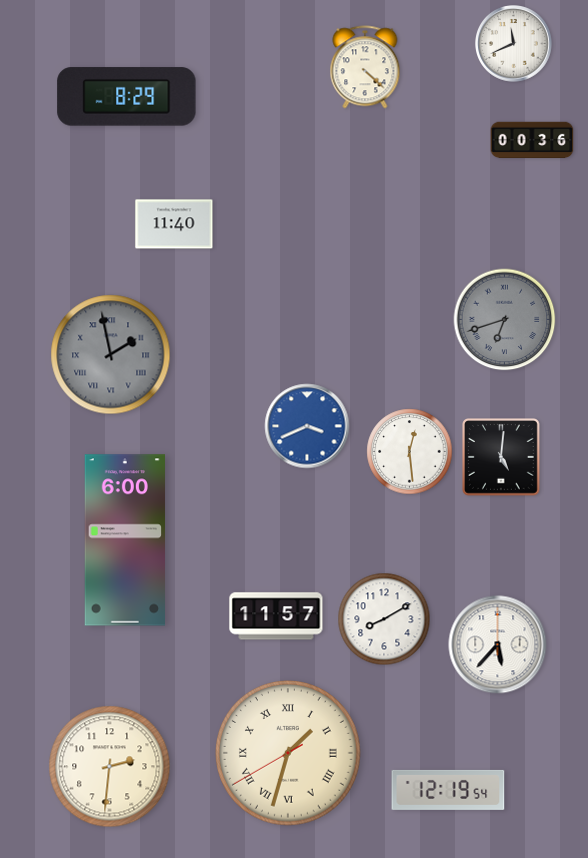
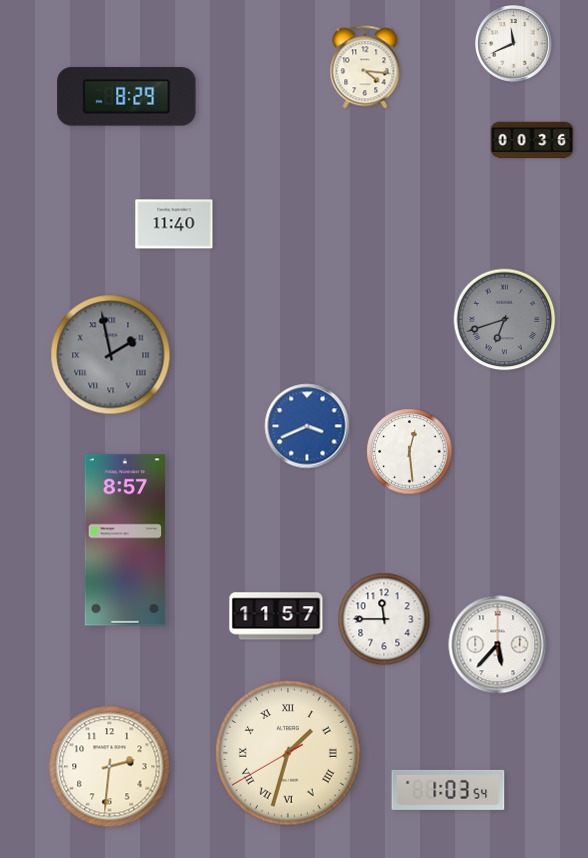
clock at (365, 67): 4:22 -> 4:16
clock at (502, 458): 5:01 -> none
clock at (125, 540): 6:00 -> 8:57
clock at (384, 619): 8:10 -> 11:45
clock at (448, 790): 12:19 -> 1:03
